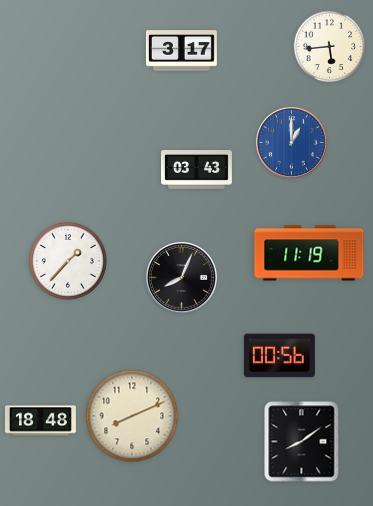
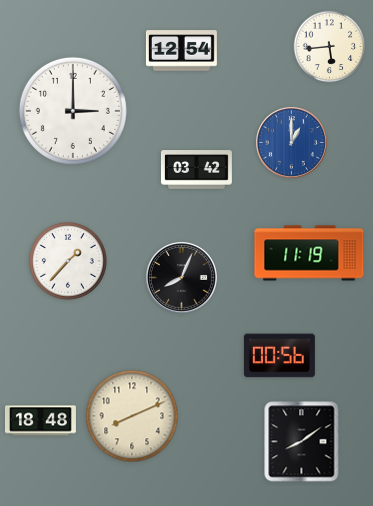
clock at (181, 51): 3:17 -> 12:54
clock at (73, 111): none -> 3:00
clock at (196, 170): 03:43 -> 03:42
